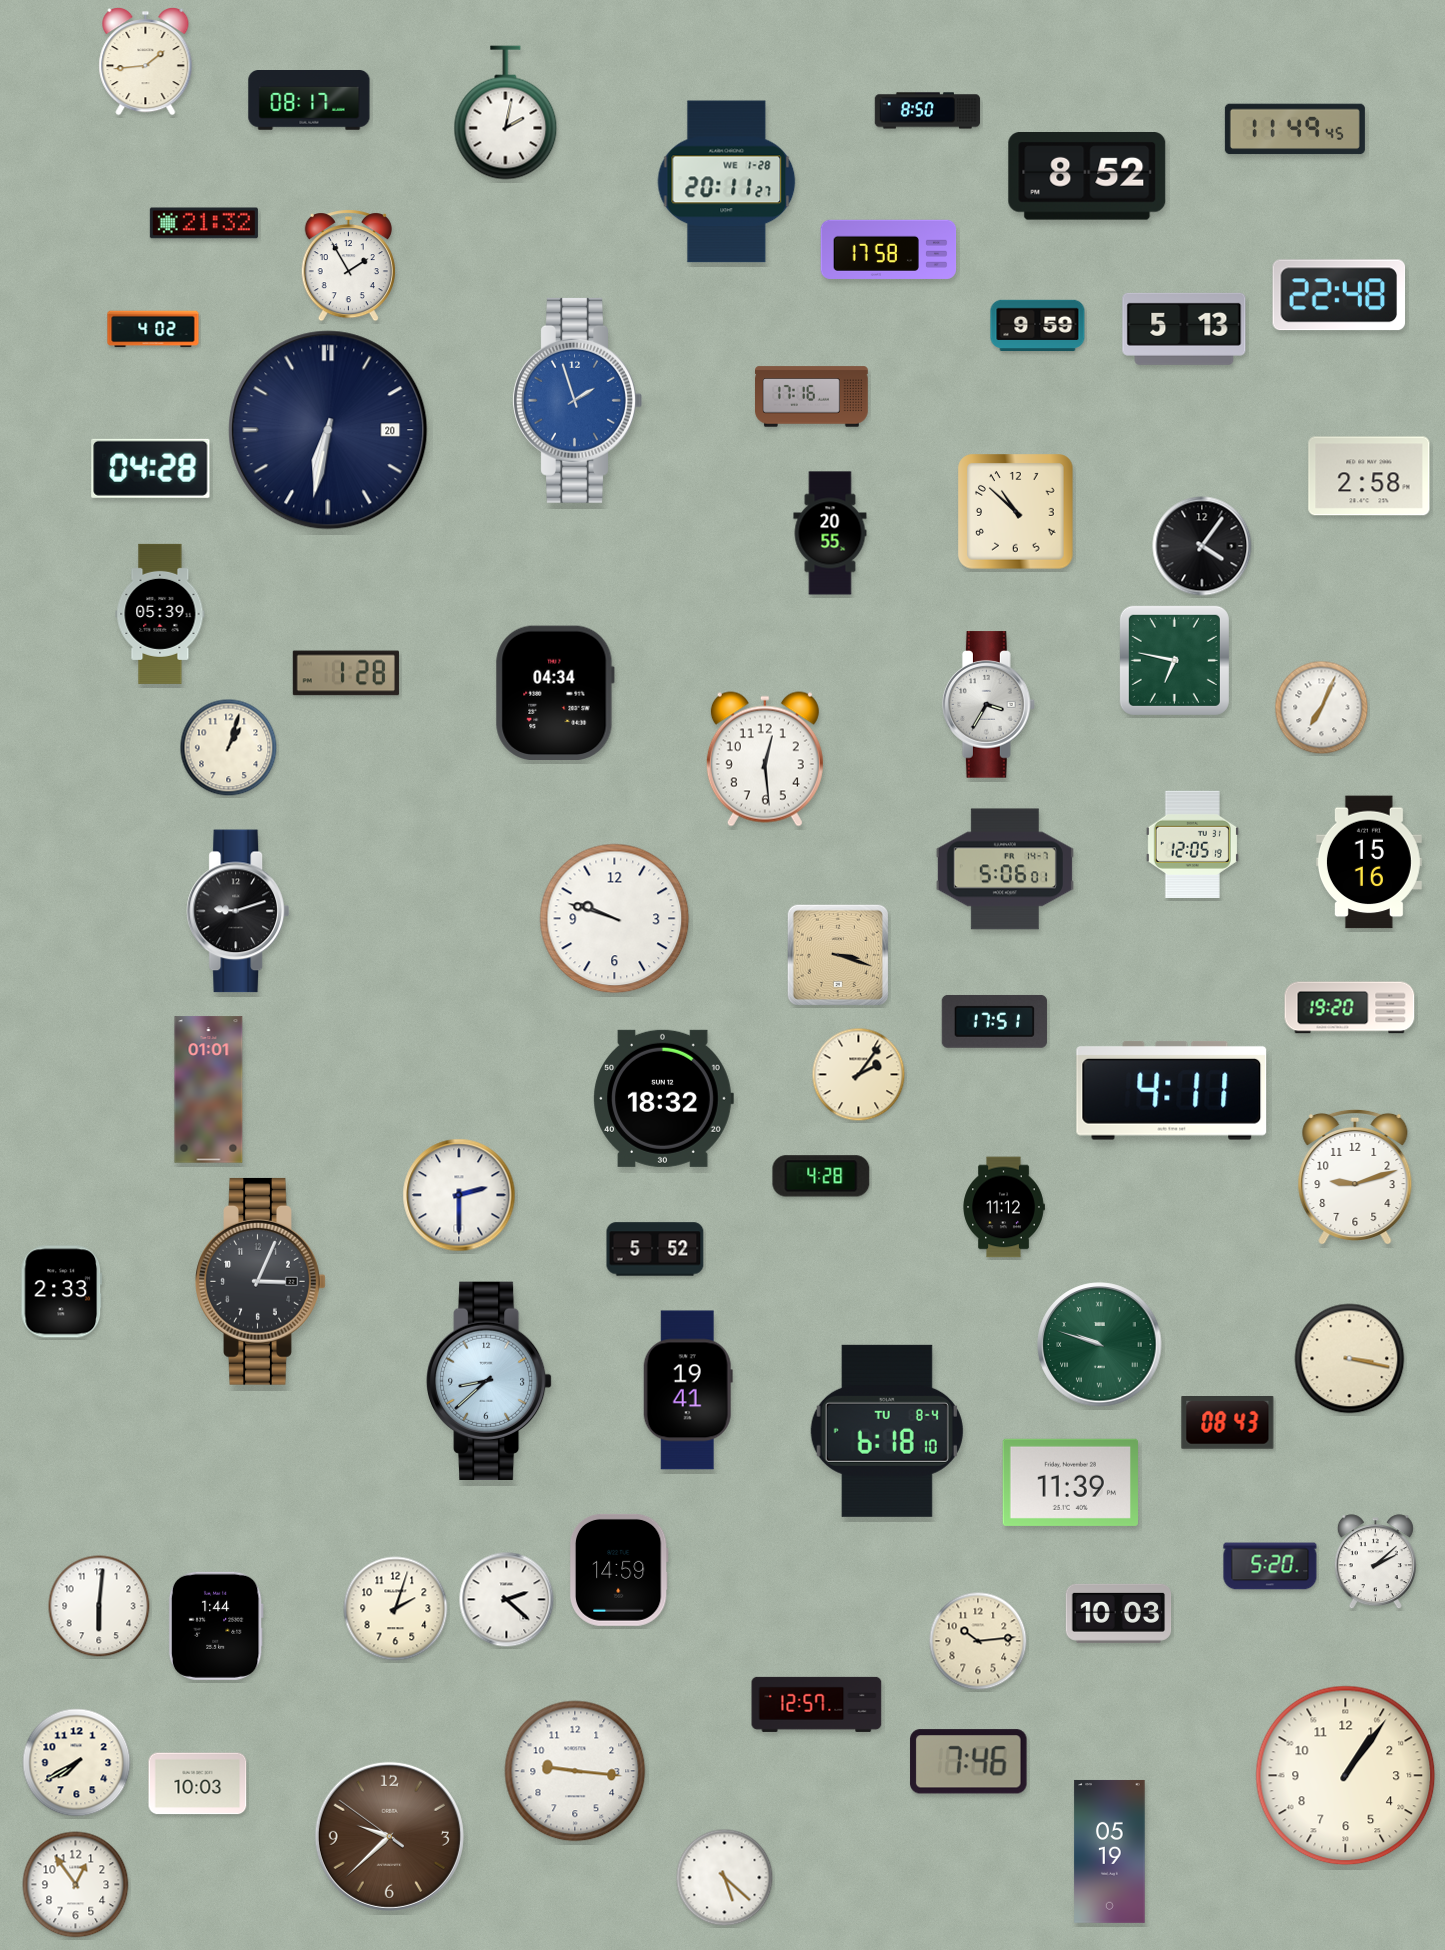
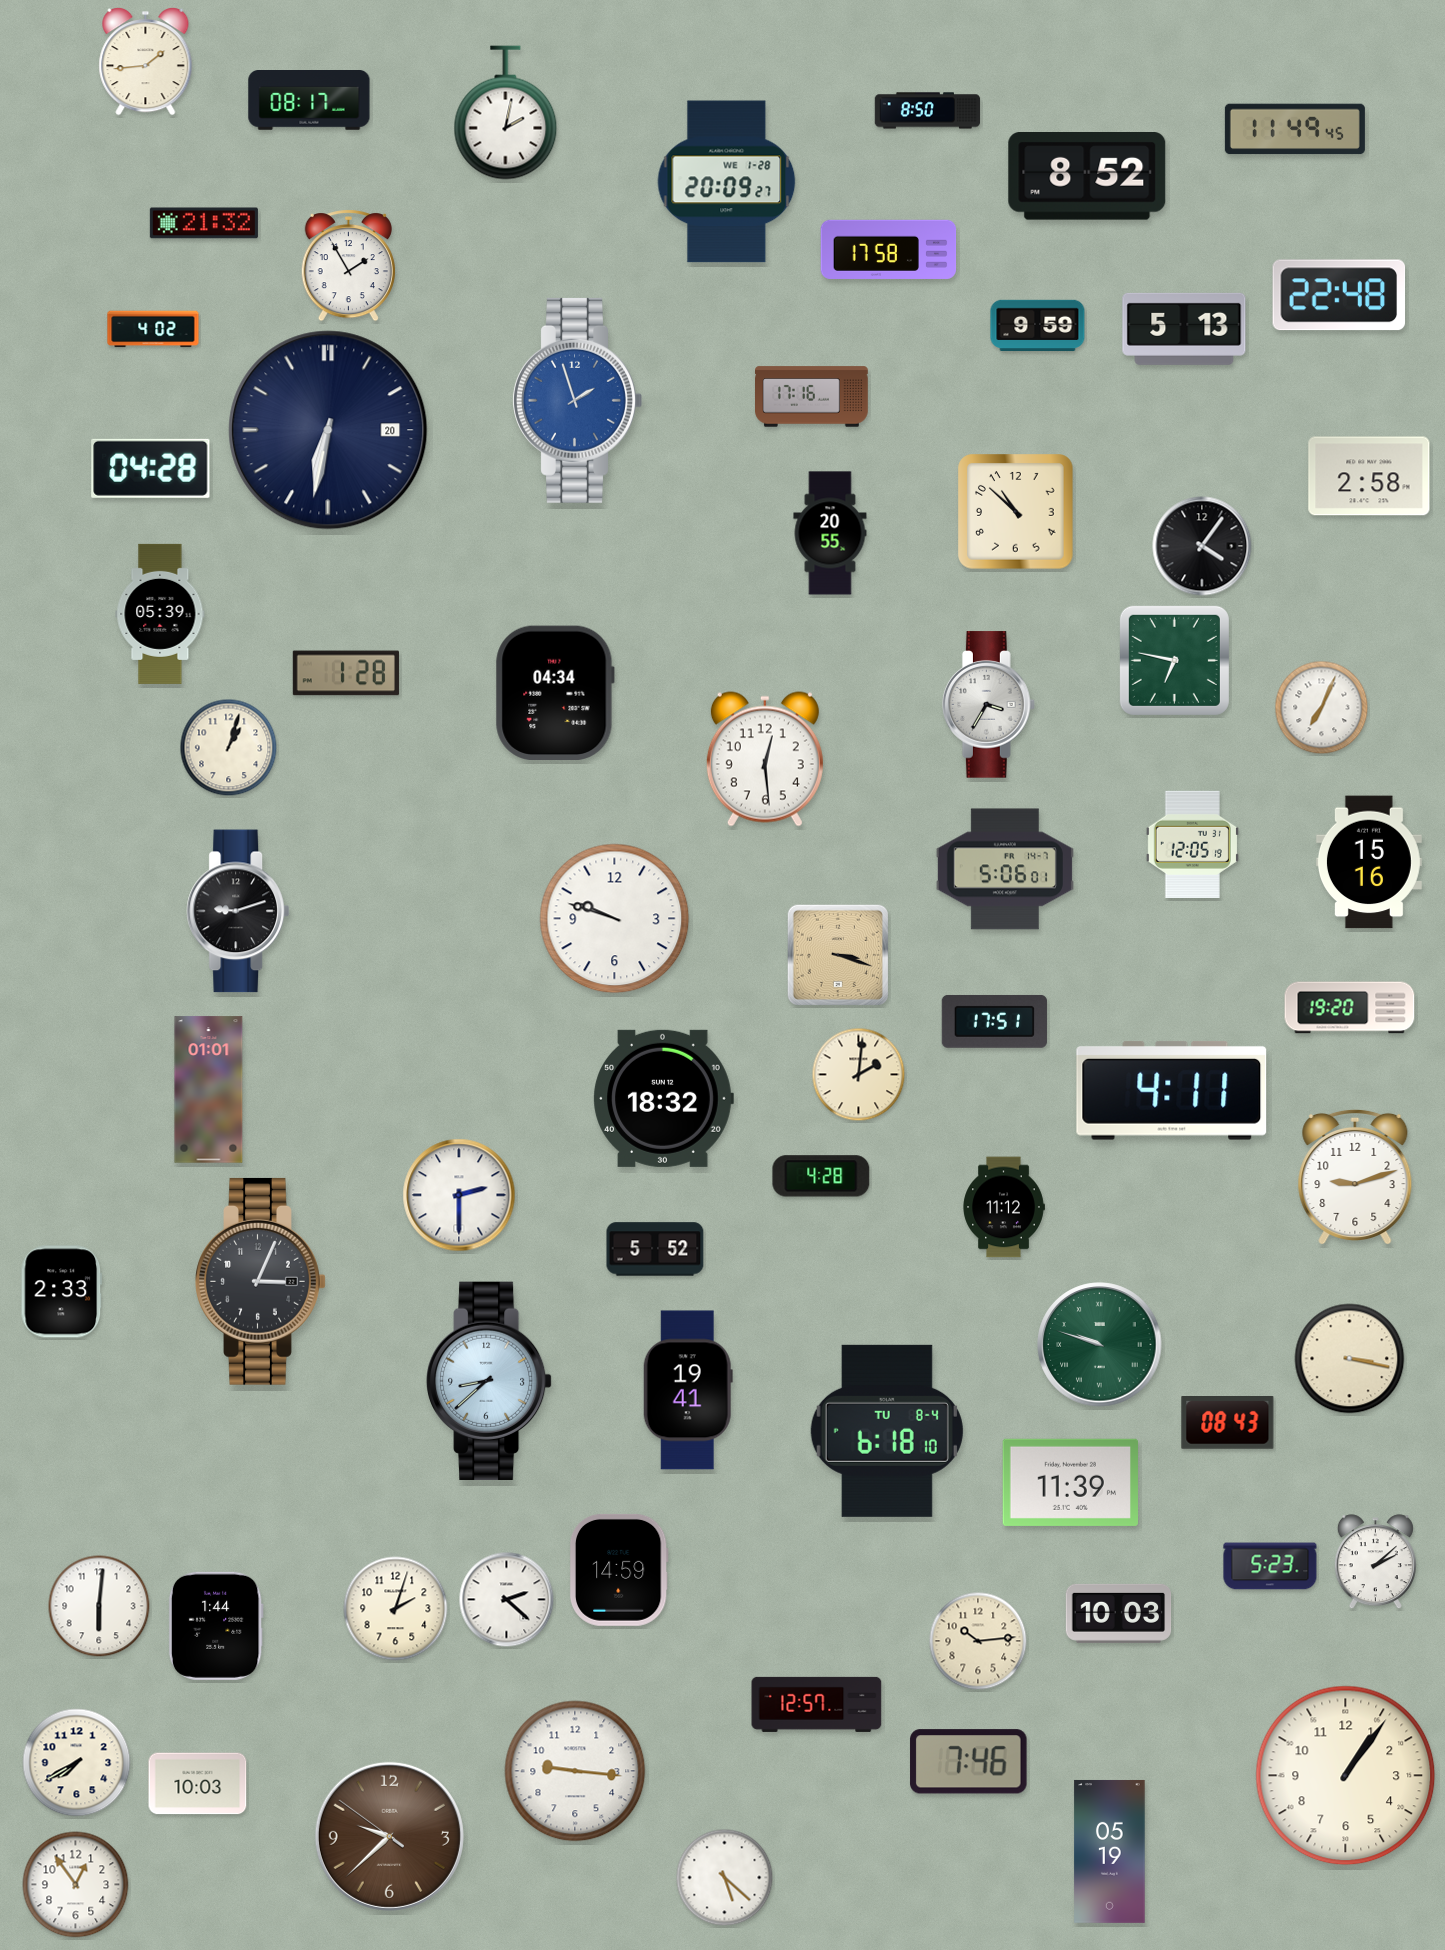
clock at (727, 182): 20:11 -> 20:09
clock at (859, 1075): 2:06 -> 2:01
clock at (1270, 1566): 5:20 -> 5:23
